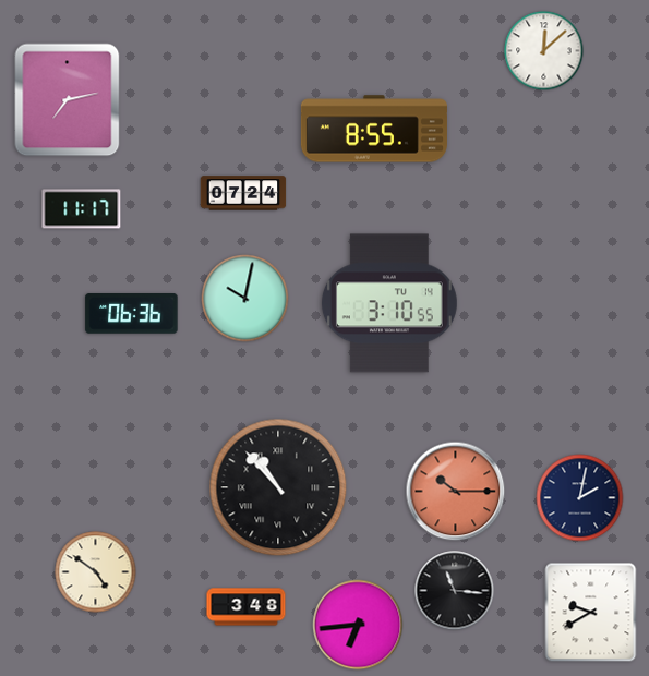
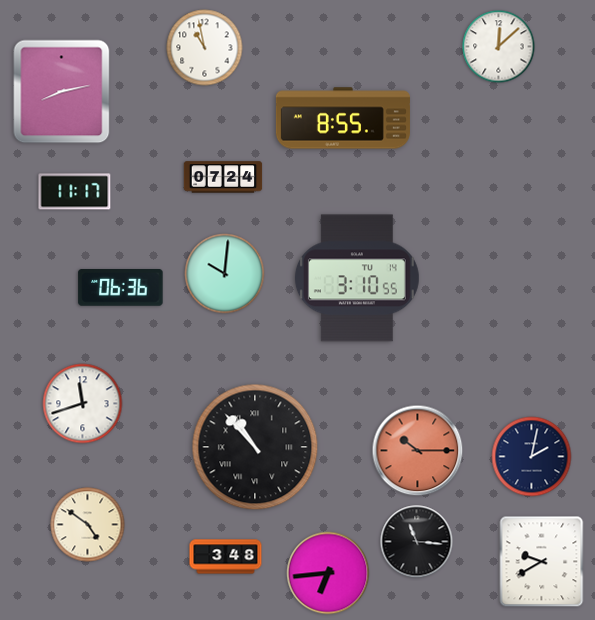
clock at (205, 48): none -> 10:58
clock at (68, 100): 7:13 -> 8:13
clock at (245, 299): 10:02 -> 10:01
clock at (83, 404): none -> 11:42
